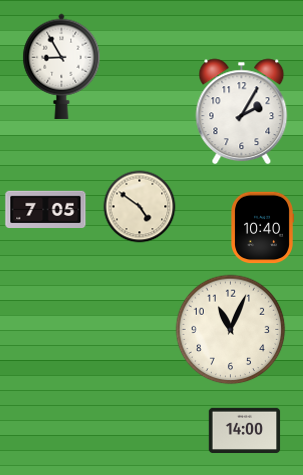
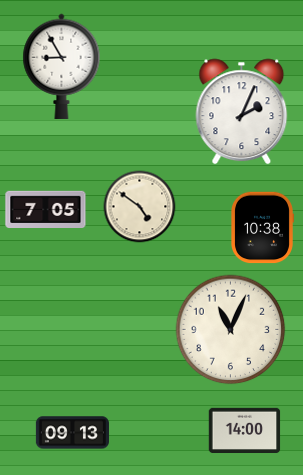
clock at (242, 112): 2:05 -> 2:04
clock at (263, 228): 10:40 -> 10:38
clock at (72, 433): none -> 09:13
